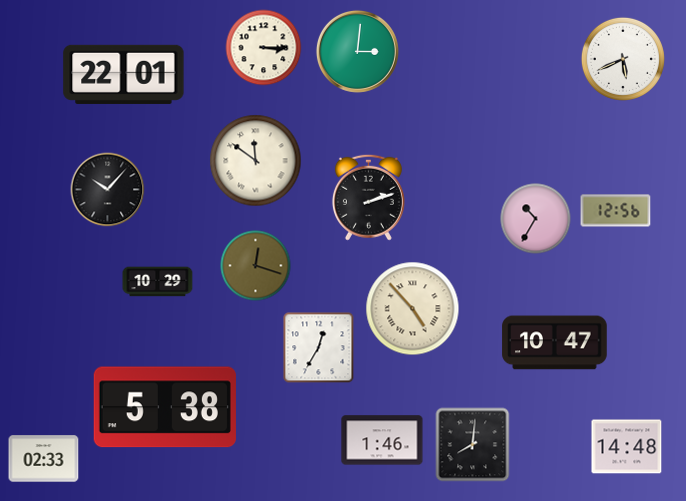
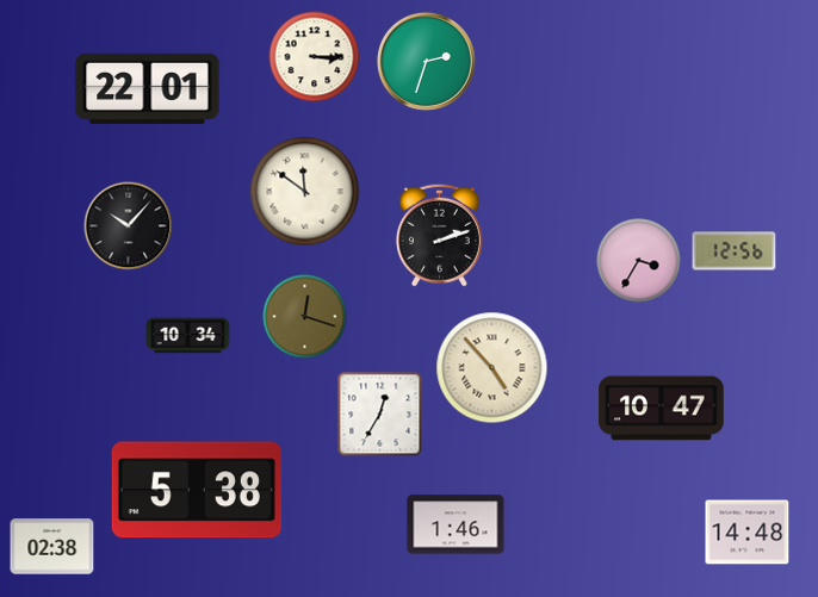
clock at (357, 51): 3:01 -> 2:33
clock at (623, 59): 5:41 -> none
clock at (536, 219): 10:35 -> 3:35
clock at (158, 282): 10:29 -> 10:34
clock at (165, 407) position: (165, 407) -> (197, 490)
clock at (473, 445): 8:01 -> none
clock at (44, 459): 02:33 -> 02:38
